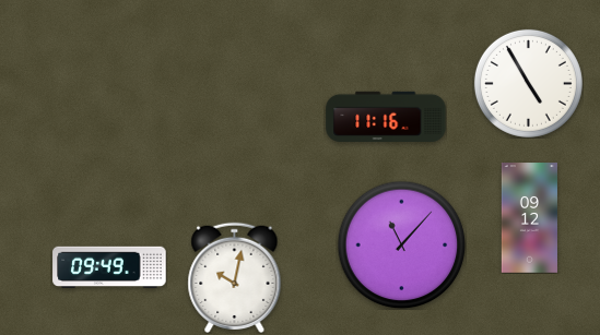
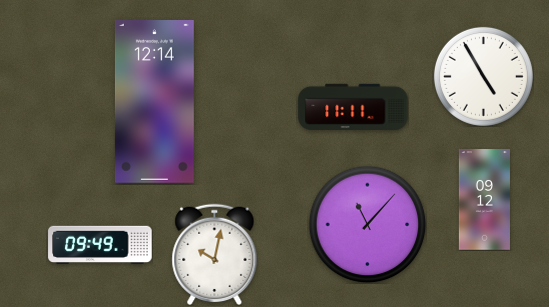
clock at (154, 102): none -> 12:14
clock at (386, 116): 11:16 -> 11:11
